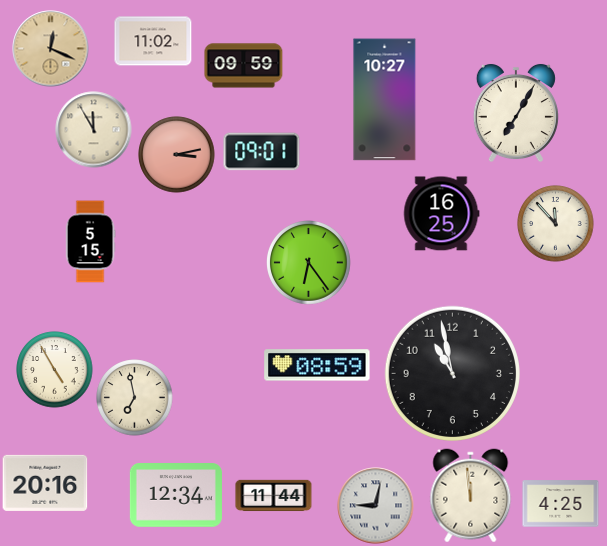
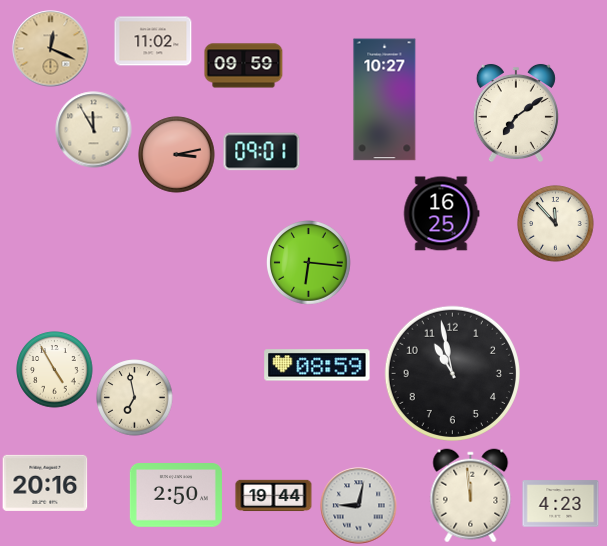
clock at (516, 113): 7:05 -> 7:09
clock at (90, 242): 5:15 -> none
clock at (309, 263): 6:24 -> 6:16
clock at (176, 496): 12:34 -> 2:50
clock at (274, 496): 11:44 -> 19:44
clock at (561, 504): 4:25 -> 4:23
clock at (376, 506) position: (376, 506) -> (359, 506)
